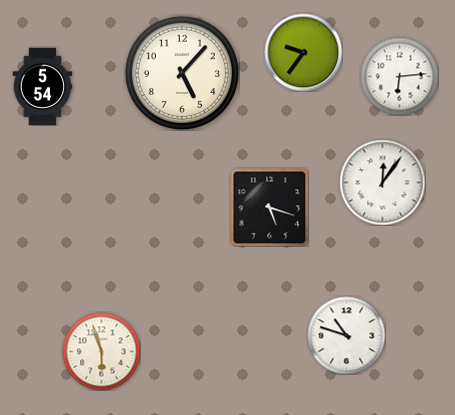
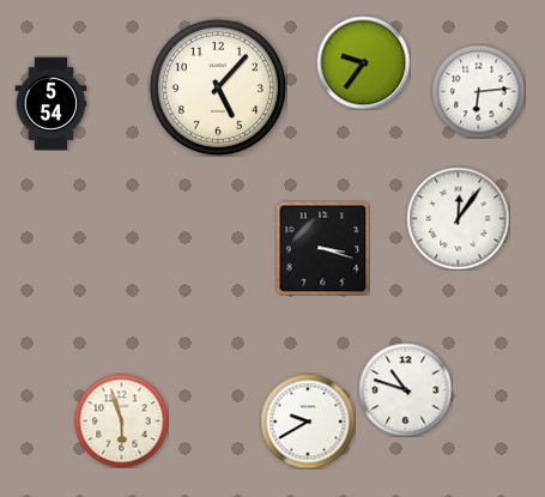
clock at (269, 207): 5:18 -> 3:18
clock at (346, 335) position: (346, 335) -> (405, 389)
clock at (308, 422): none -> 9:40
